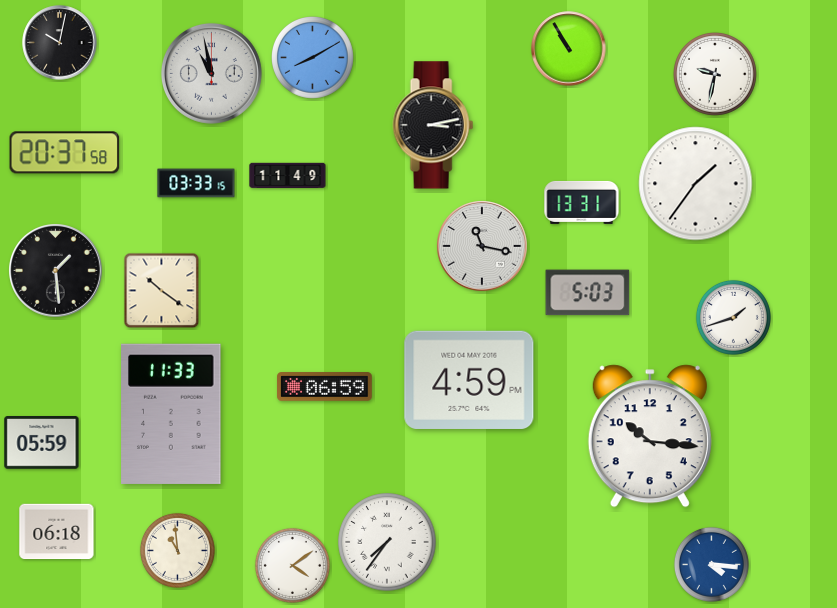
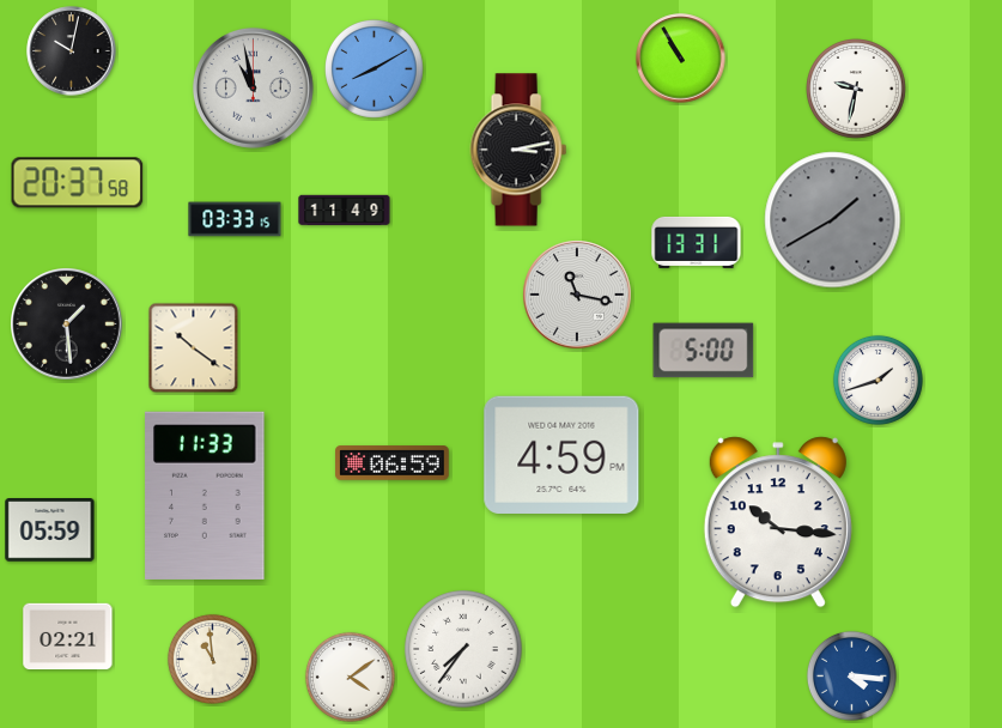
clock at (696, 184): 1:36 -> 1:40
clock at (696, 184) dial: white -> grey
clock at (588, 293): 5:03 -> 5:00
clock at (325, 387) position: (325, 387) -> (393, 463)
clock at (57, 532): 06:18 -> 02:21
